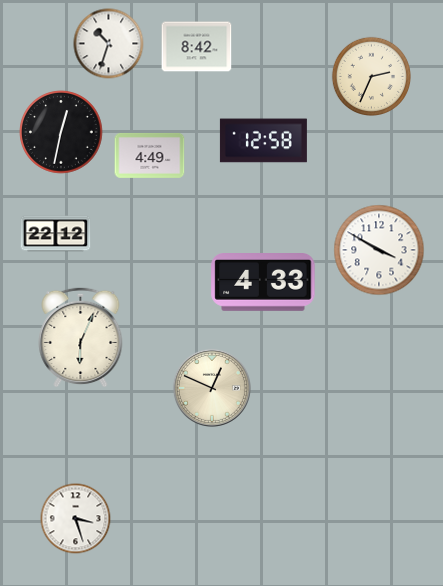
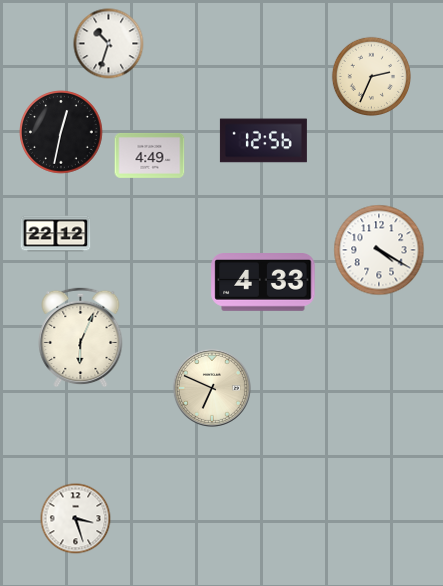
clock at (197, 47): 8:42 -> none
clock at (263, 141): 12:58 -> 12:56
clock at (379, 250): 3:50 -> 4:20
clock at (212, 388): 12:49 -> 6:49
